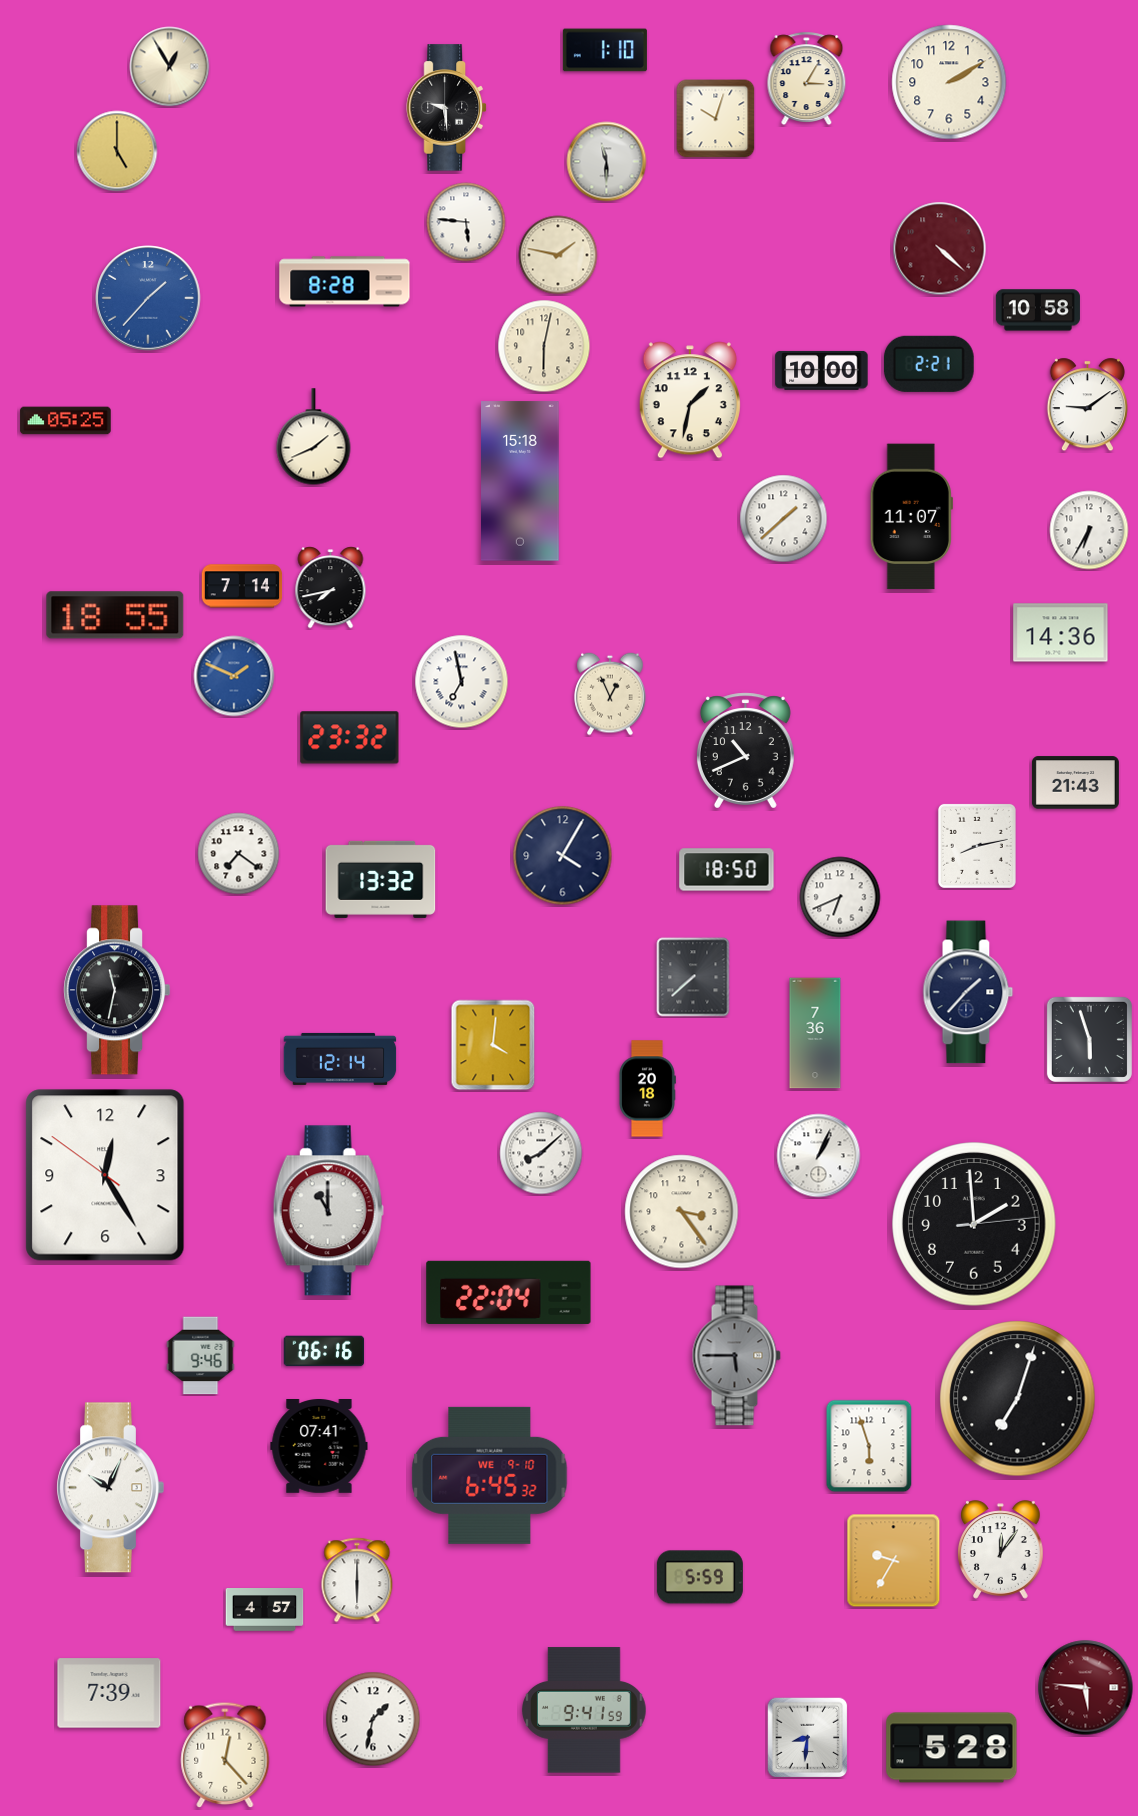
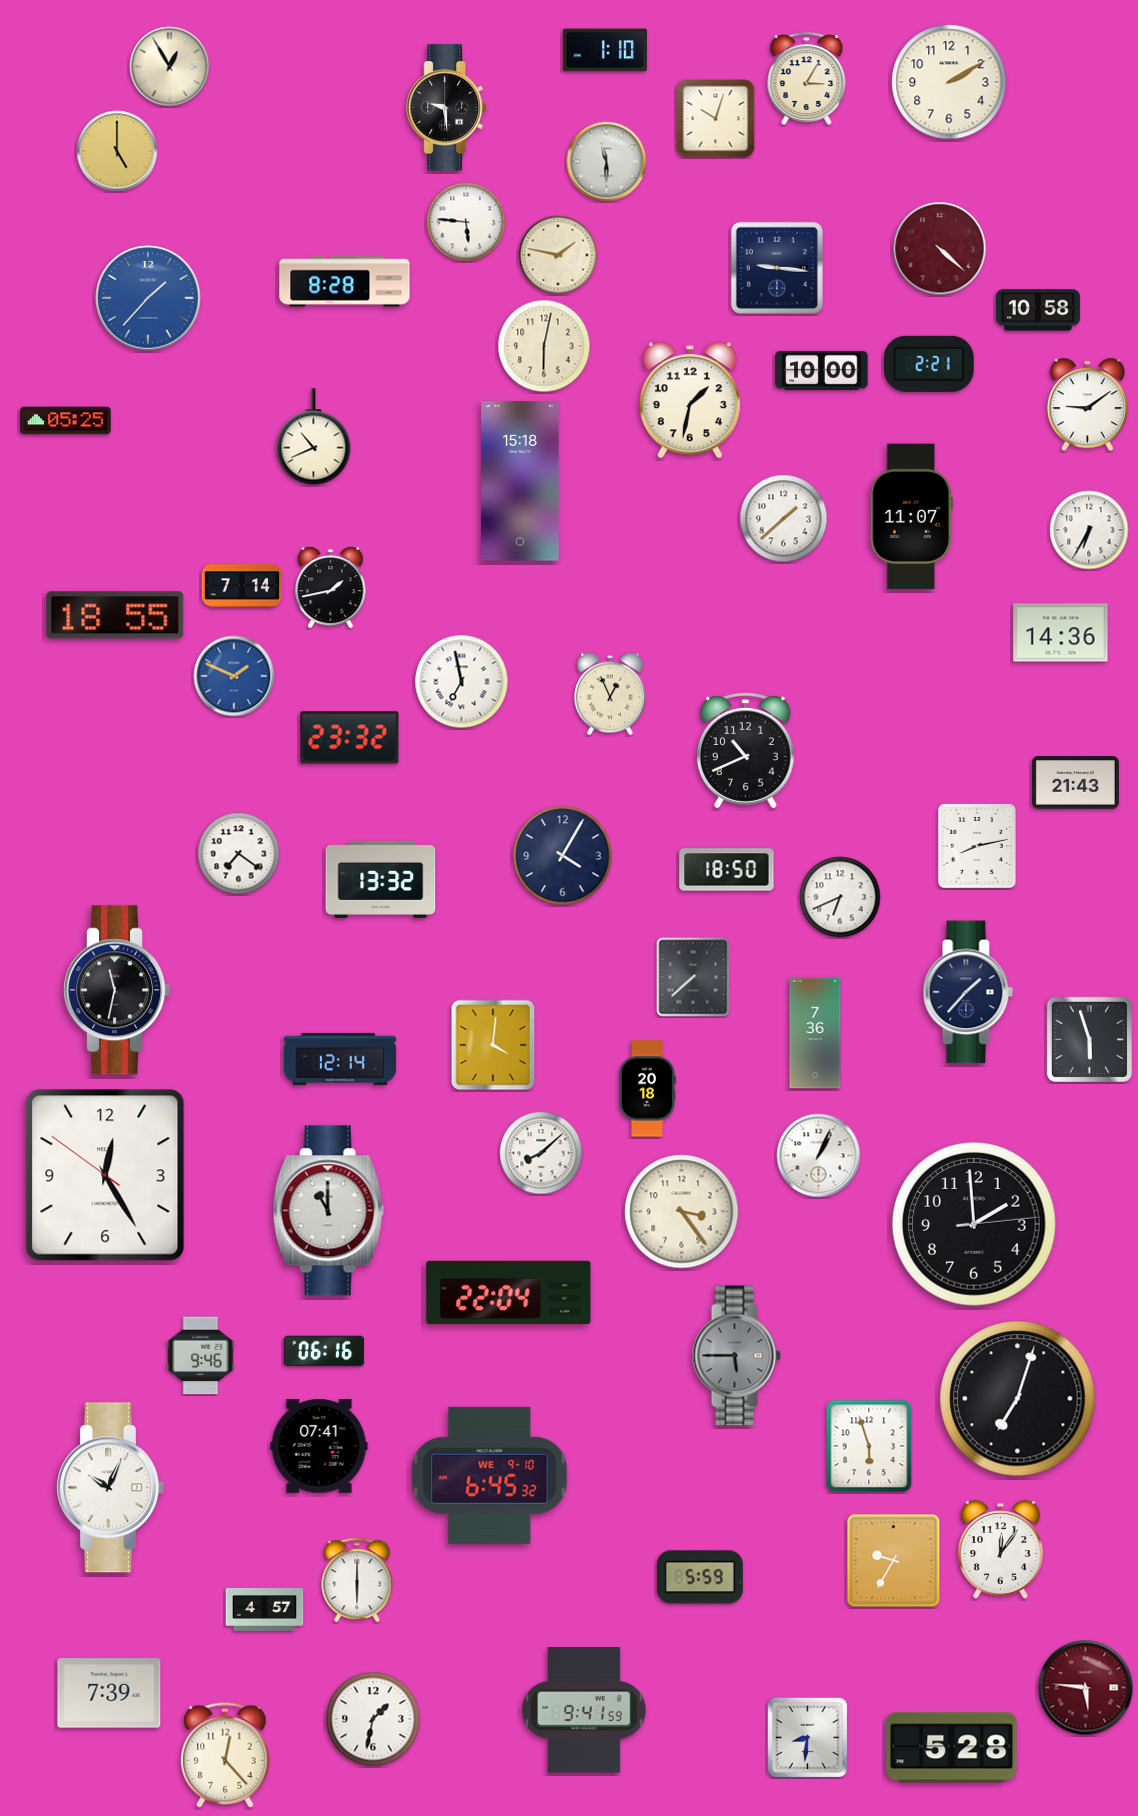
clock at (777, 268): none -> 9:16
clock at (314, 437): 1:41 -> 10:41
clock at (331, 588): 7:43 -> 1:43
